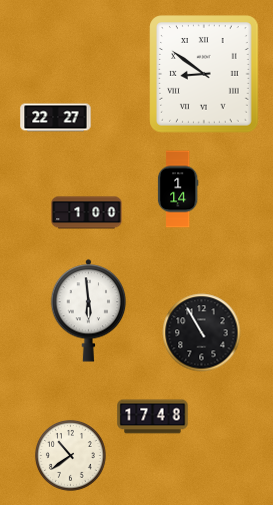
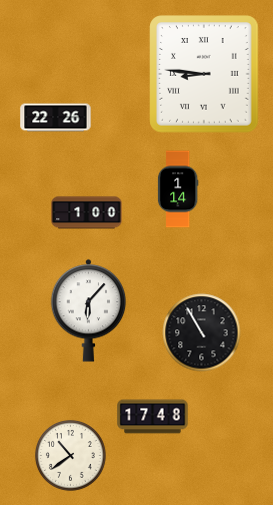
clock at (204, 74): 8:51 -> 8:46
clock at (56, 118): 22:27 -> 22:26
clock at (89, 311): 5:59 -> 6:07
